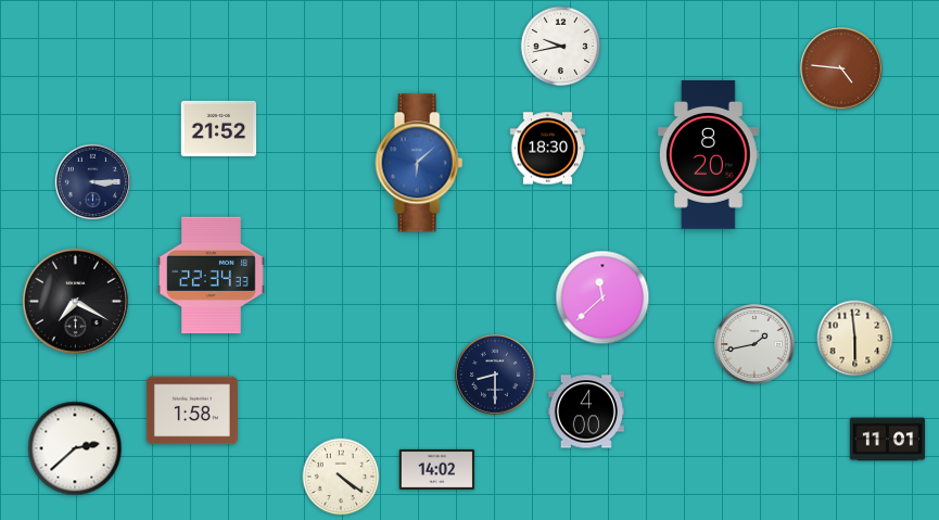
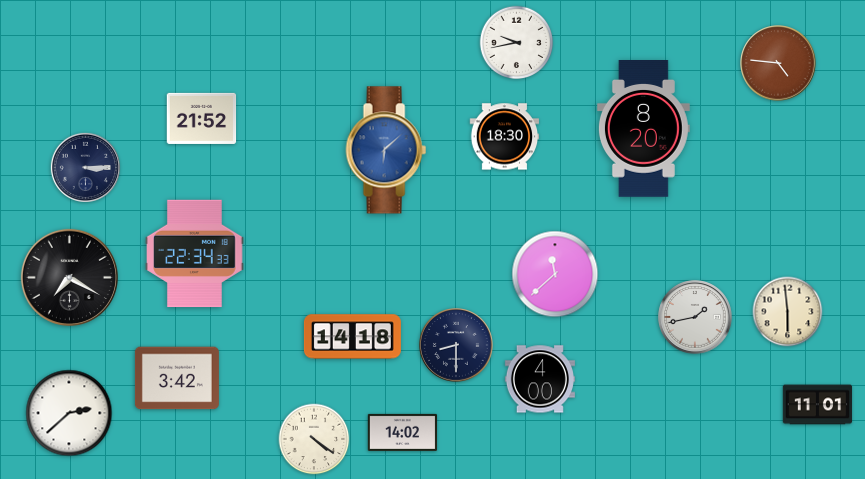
clock at (841, 68) position: (841, 68) -> (778, 63)
clock at (708, 155) position: (708, 155) -> (643, 129)
clock at (352, 337): none -> 14:18
clock at (192, 410): 1:58 -> 3:42
